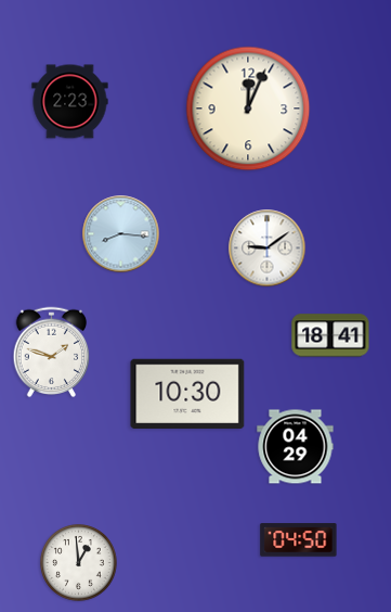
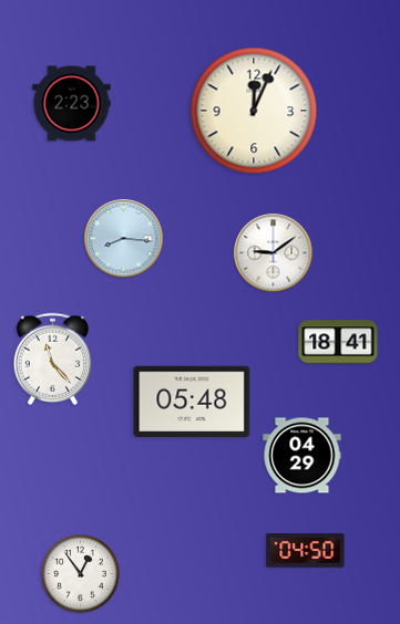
clock at (52, 353): 1:48 -> 11:23
clock at (187, 393): 10:30 -> 05:48
clock at (79, 563): 12:59 -> 12:54
